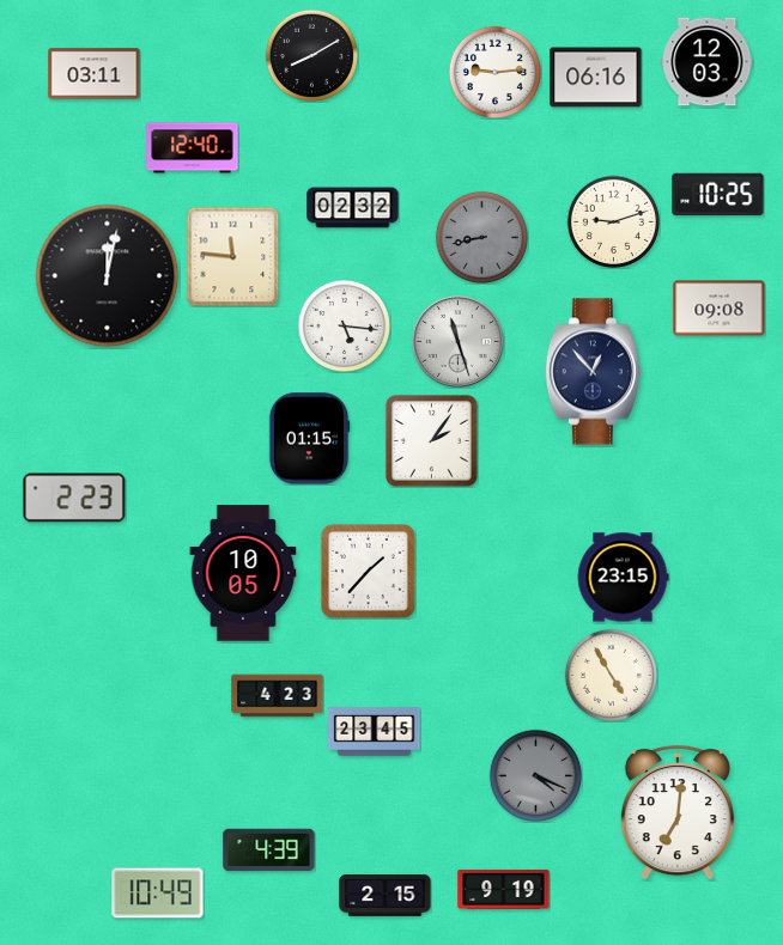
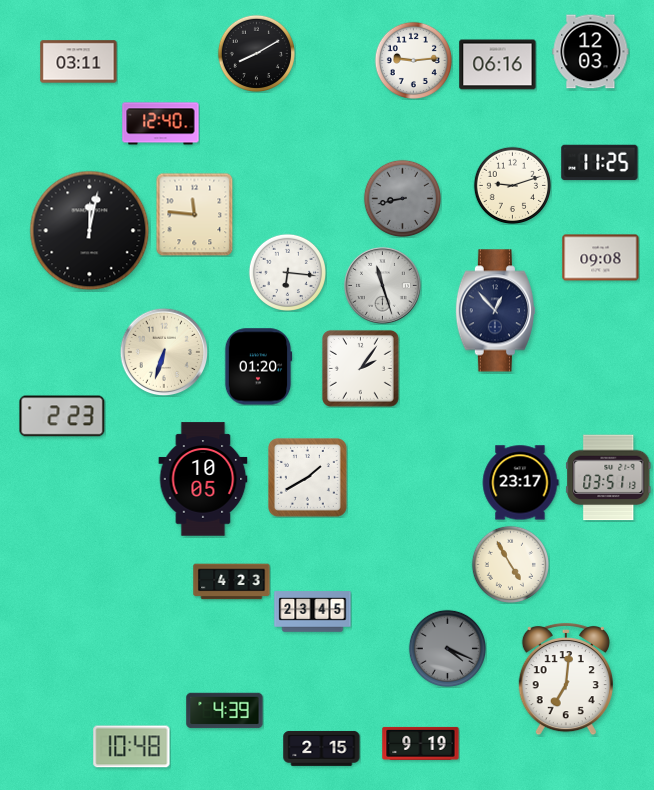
clock at (311, 55) position: (311, 55) -> (256, 53)
clock at (718, 195): 10:25 -> 11:25
clock at (353, 208): 02:32 -> none
clock at (344, 325): 5:16 -> 6:16
clock at (164, 352): none -> 6:33
clock at (309, 439): 01:15 -> 01:20
clock at (368, 571): 1:37 -> 1:40
clock at (609, 478): none -> 03:51
clock at (623, 578): 23:15 -> 23:17
clock at (158, 894): 10:49 -> 10:48
